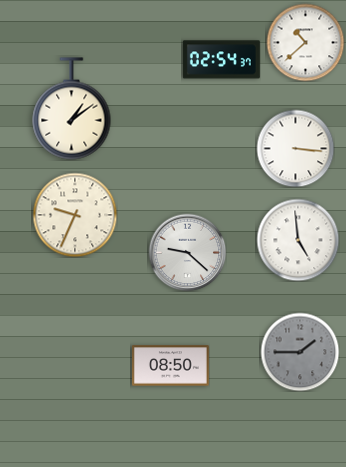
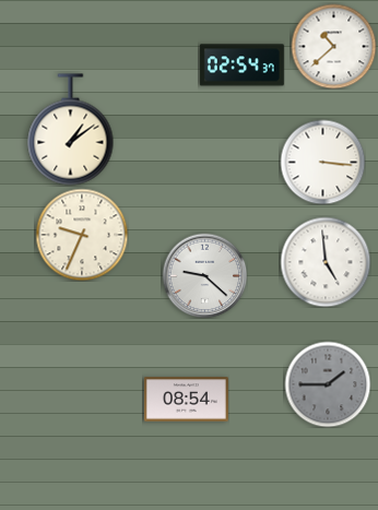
clock at (72, 109) position: (72, 109) -> (71, 130)
clock at (170, 366): 08:50 -> 08:54
